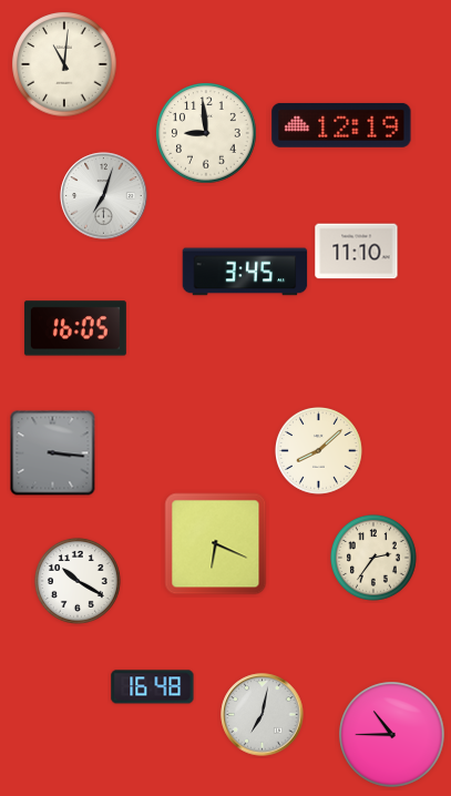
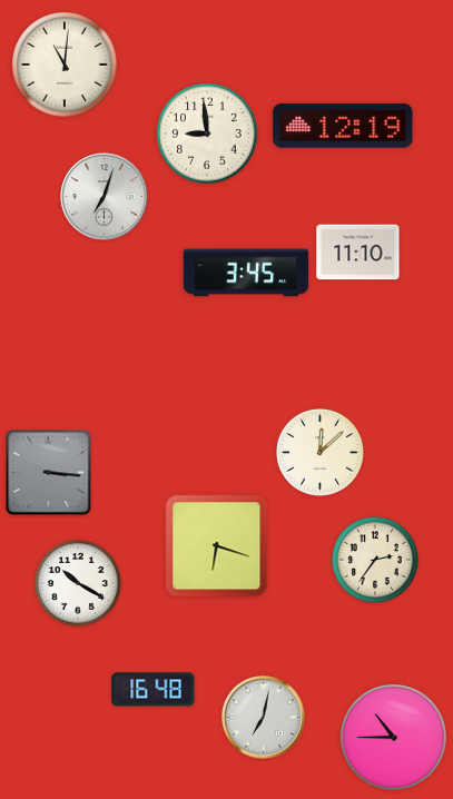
clock at (75, 328): 16:05 -> none
clock at (319, 451): 8:08 -> 12:08
clock at (53, 453) position: (53, 453) -> (49, 473)
clock at (216, 544): 6:19 -> 6:18
